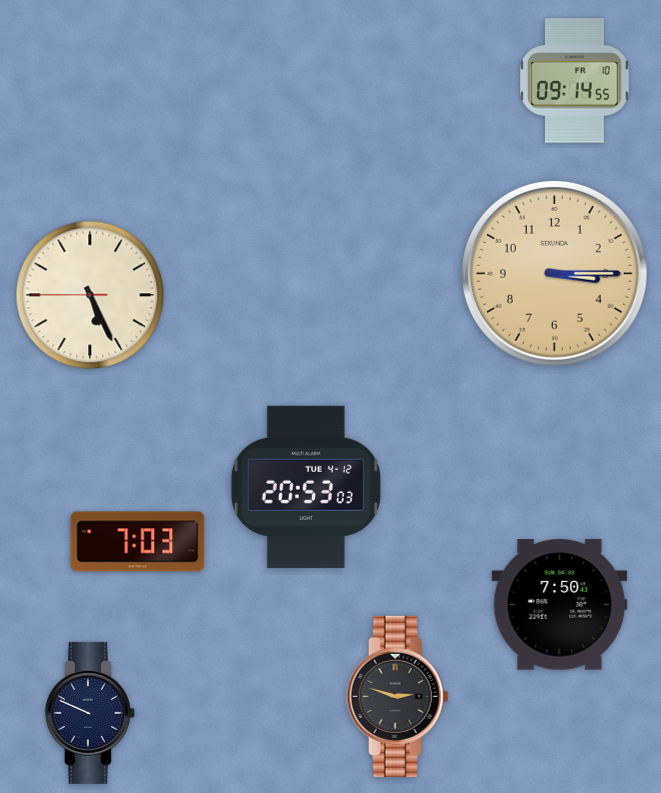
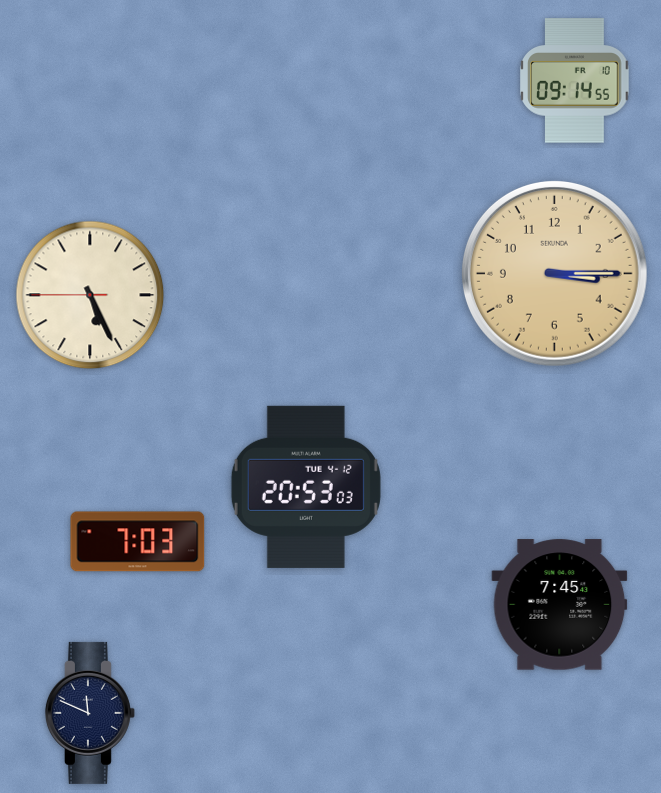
clock at (560, 605): 7:50 -> 7:45
clock at (398, 696): 2:48 -> none
clock at (90, 713): 9:49 -> 11:49
